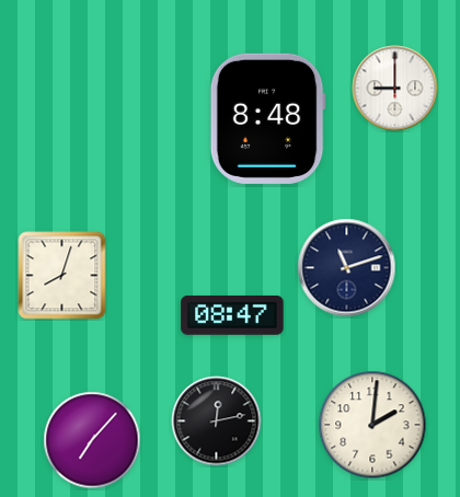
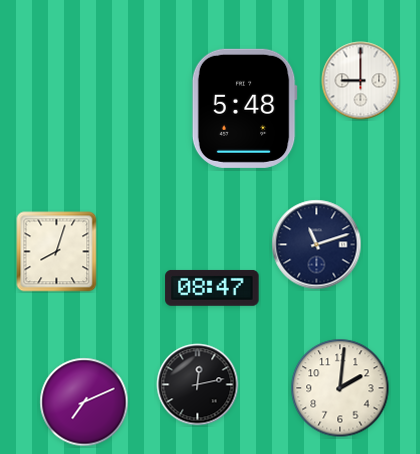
clock at (267, 118): 8:48 -> 5:48
clock at (92, 440): 7:07 -> 7:11
